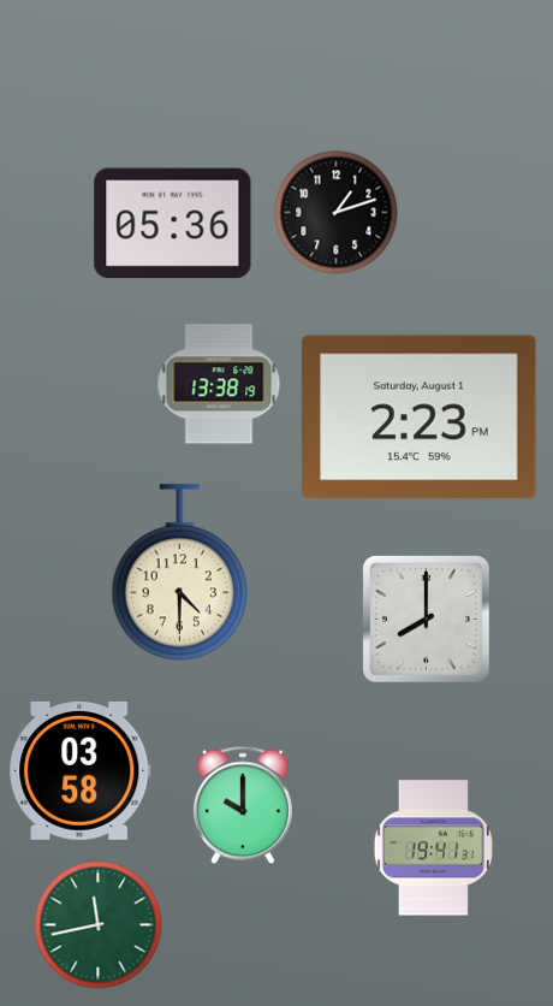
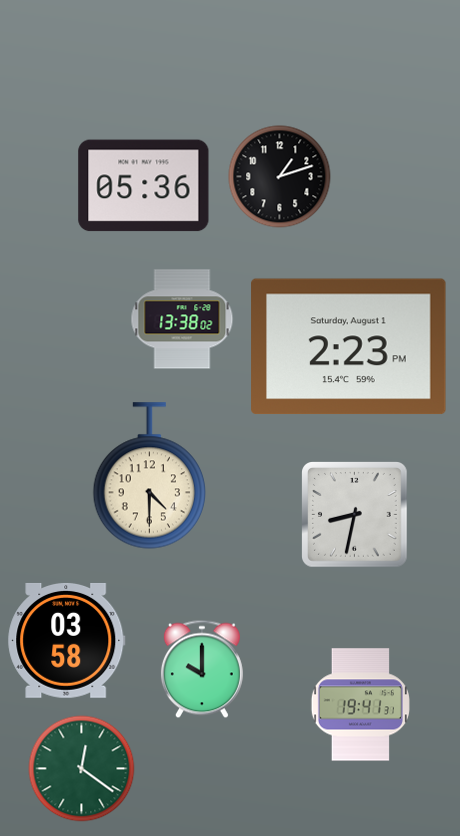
clock at (219, 384): 13:38:19 -> 13:38:02
clock at (427, 620): 8:00 -> 8:32
clock at (99, 925): 11:43 -> 12:21
